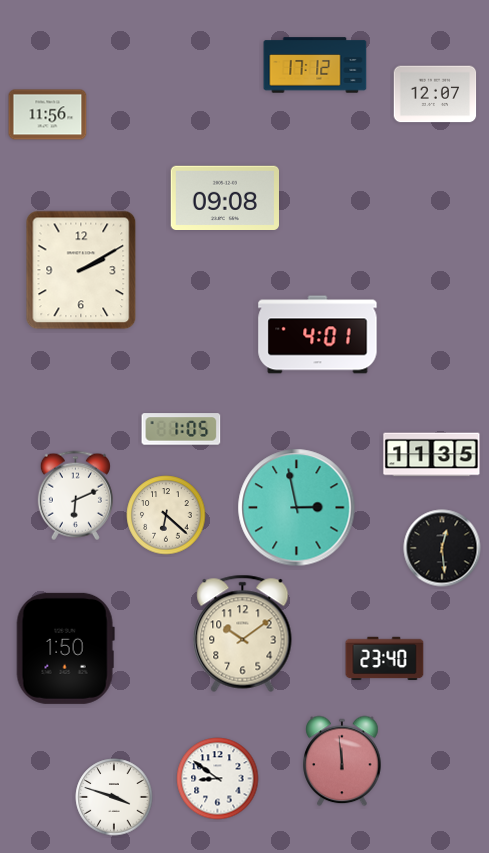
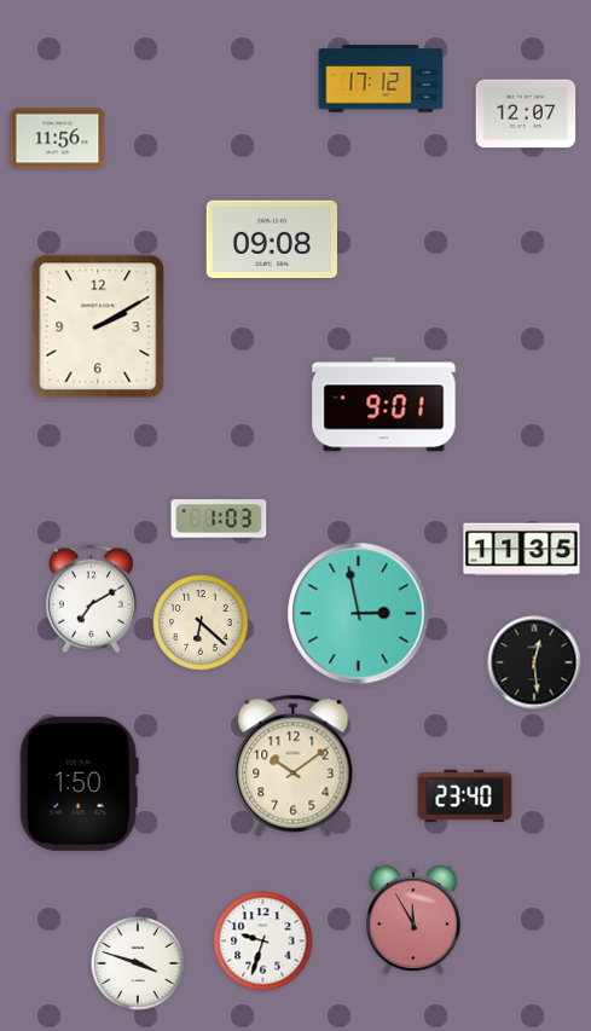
clock at (318, 335): 4:01 -> 9:01
clock at (181, 429): 1:05 -> 1:03
clock at (75, 496): 6:11 -> 7:10
clock at (342, 761): 11:59 -> 11:55
clock at (218, 779): 8:51 -> 9:33
